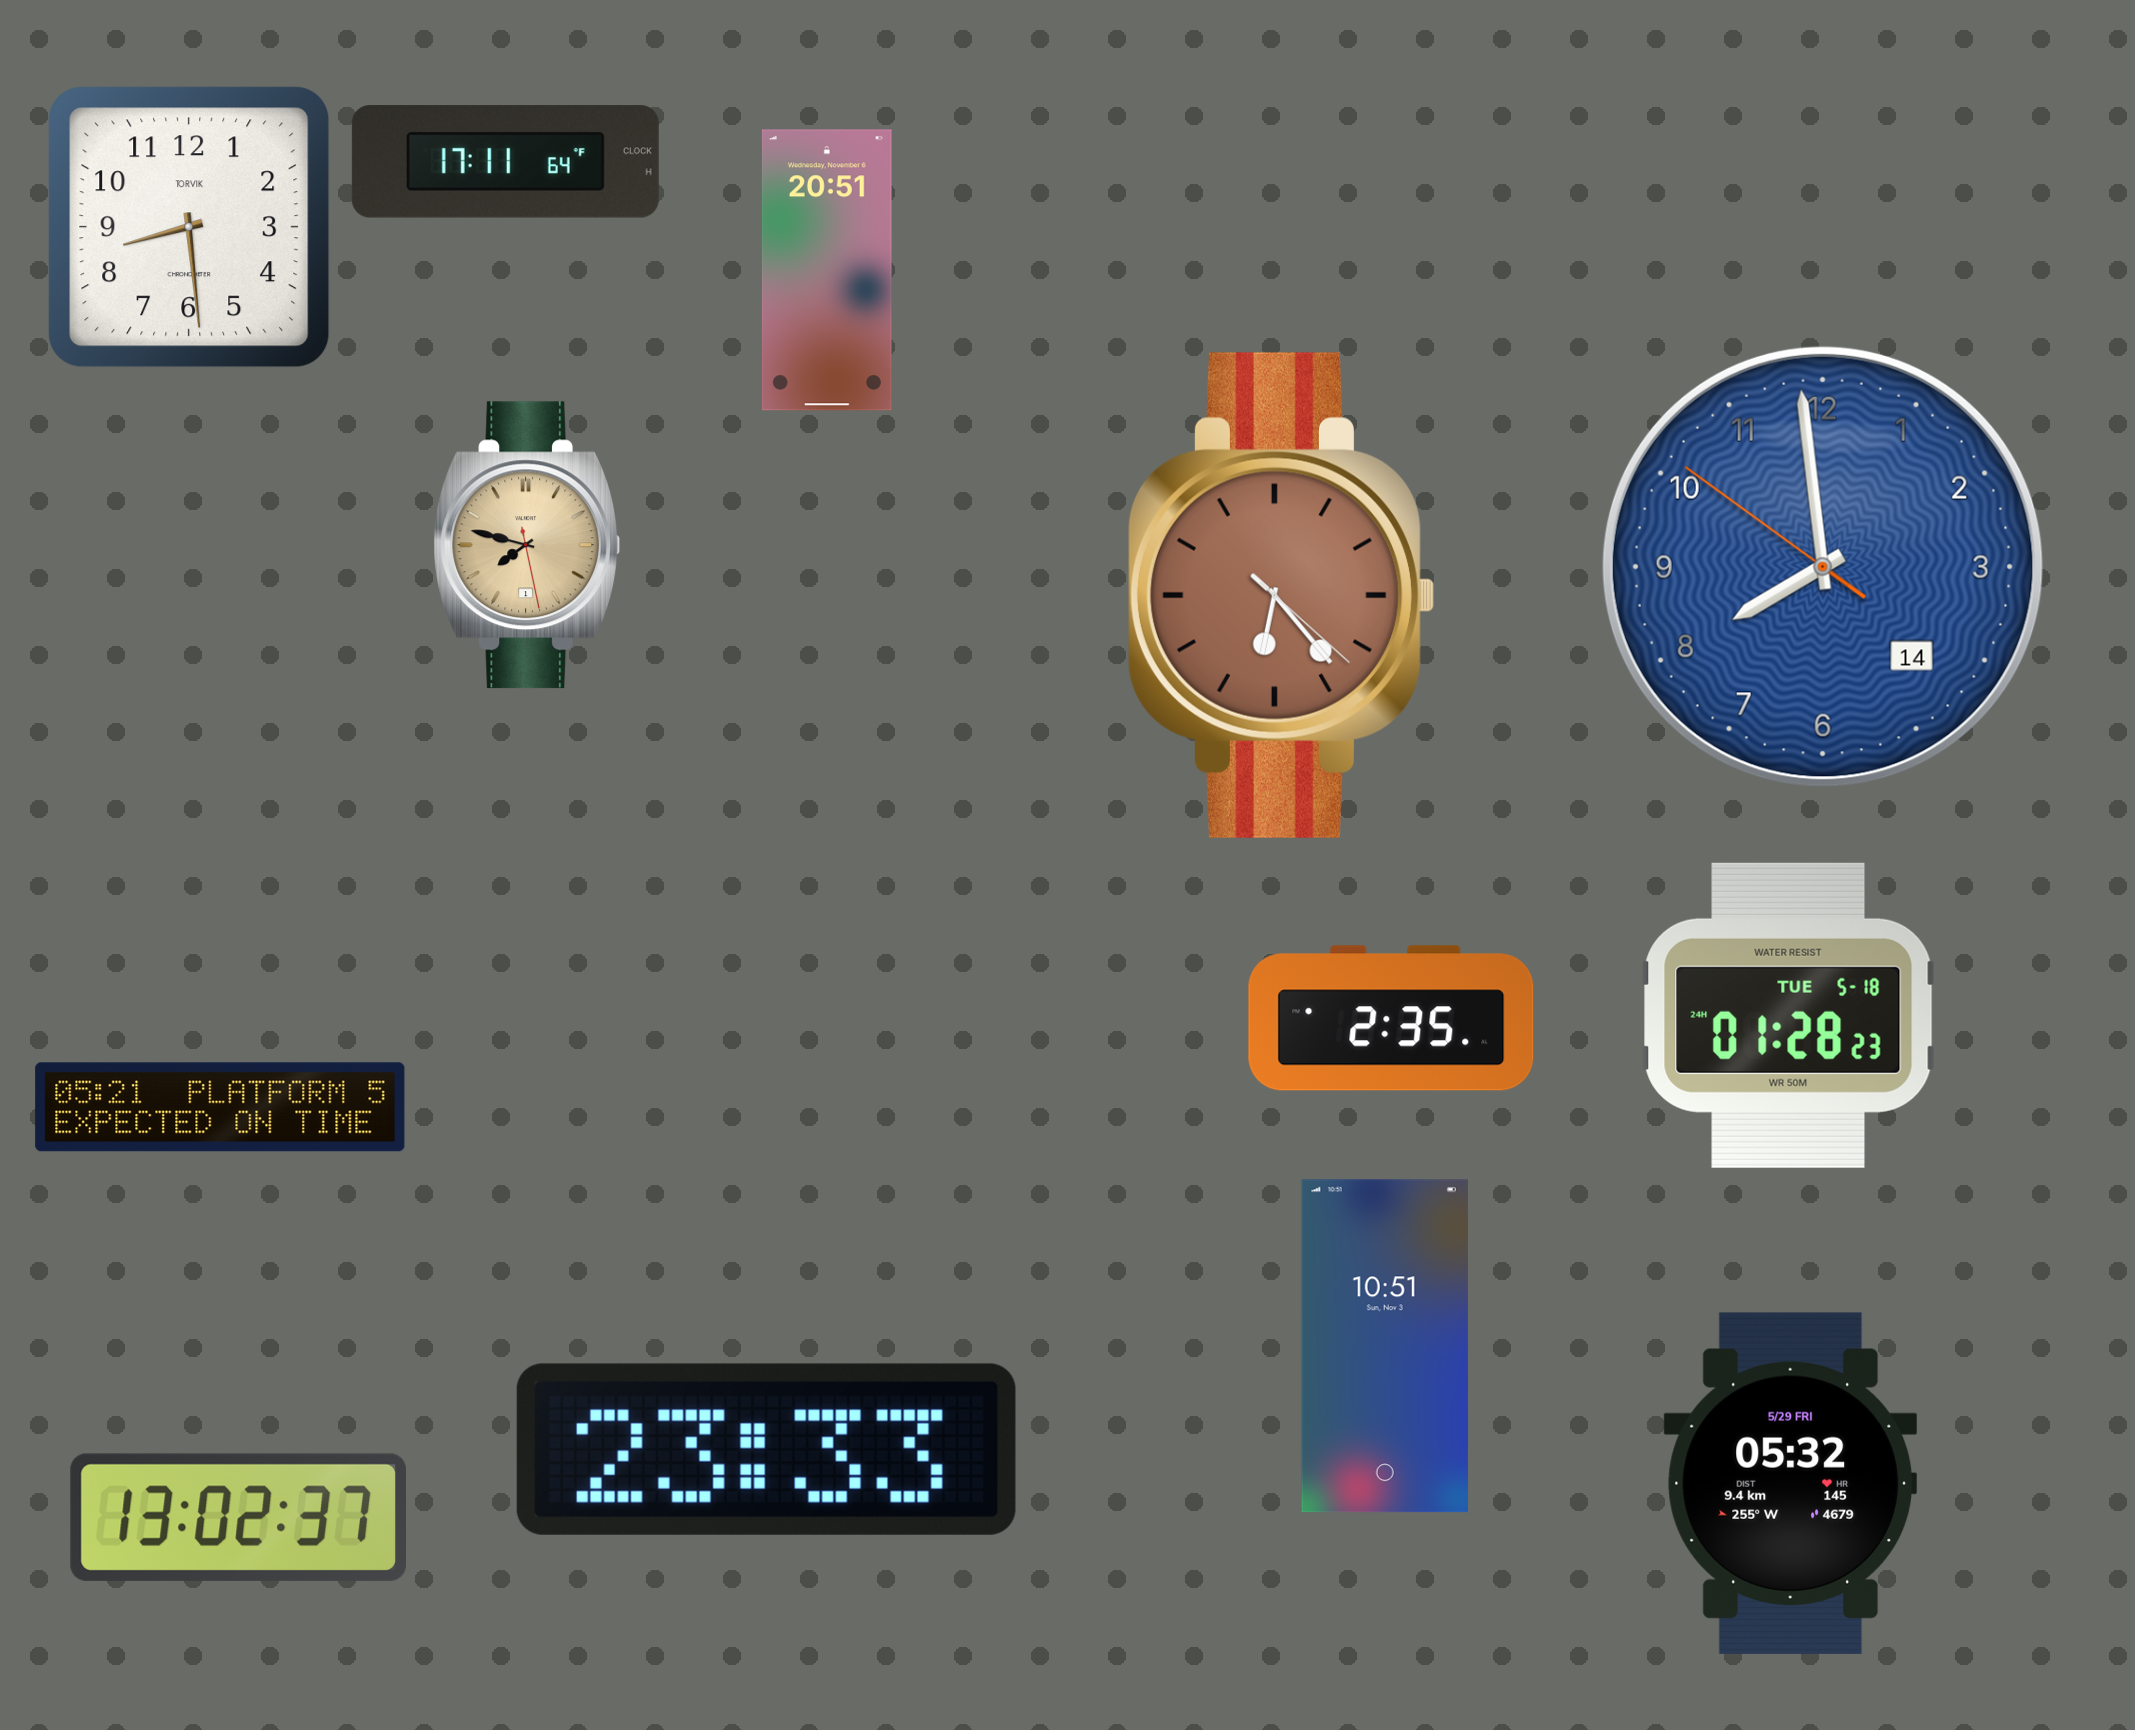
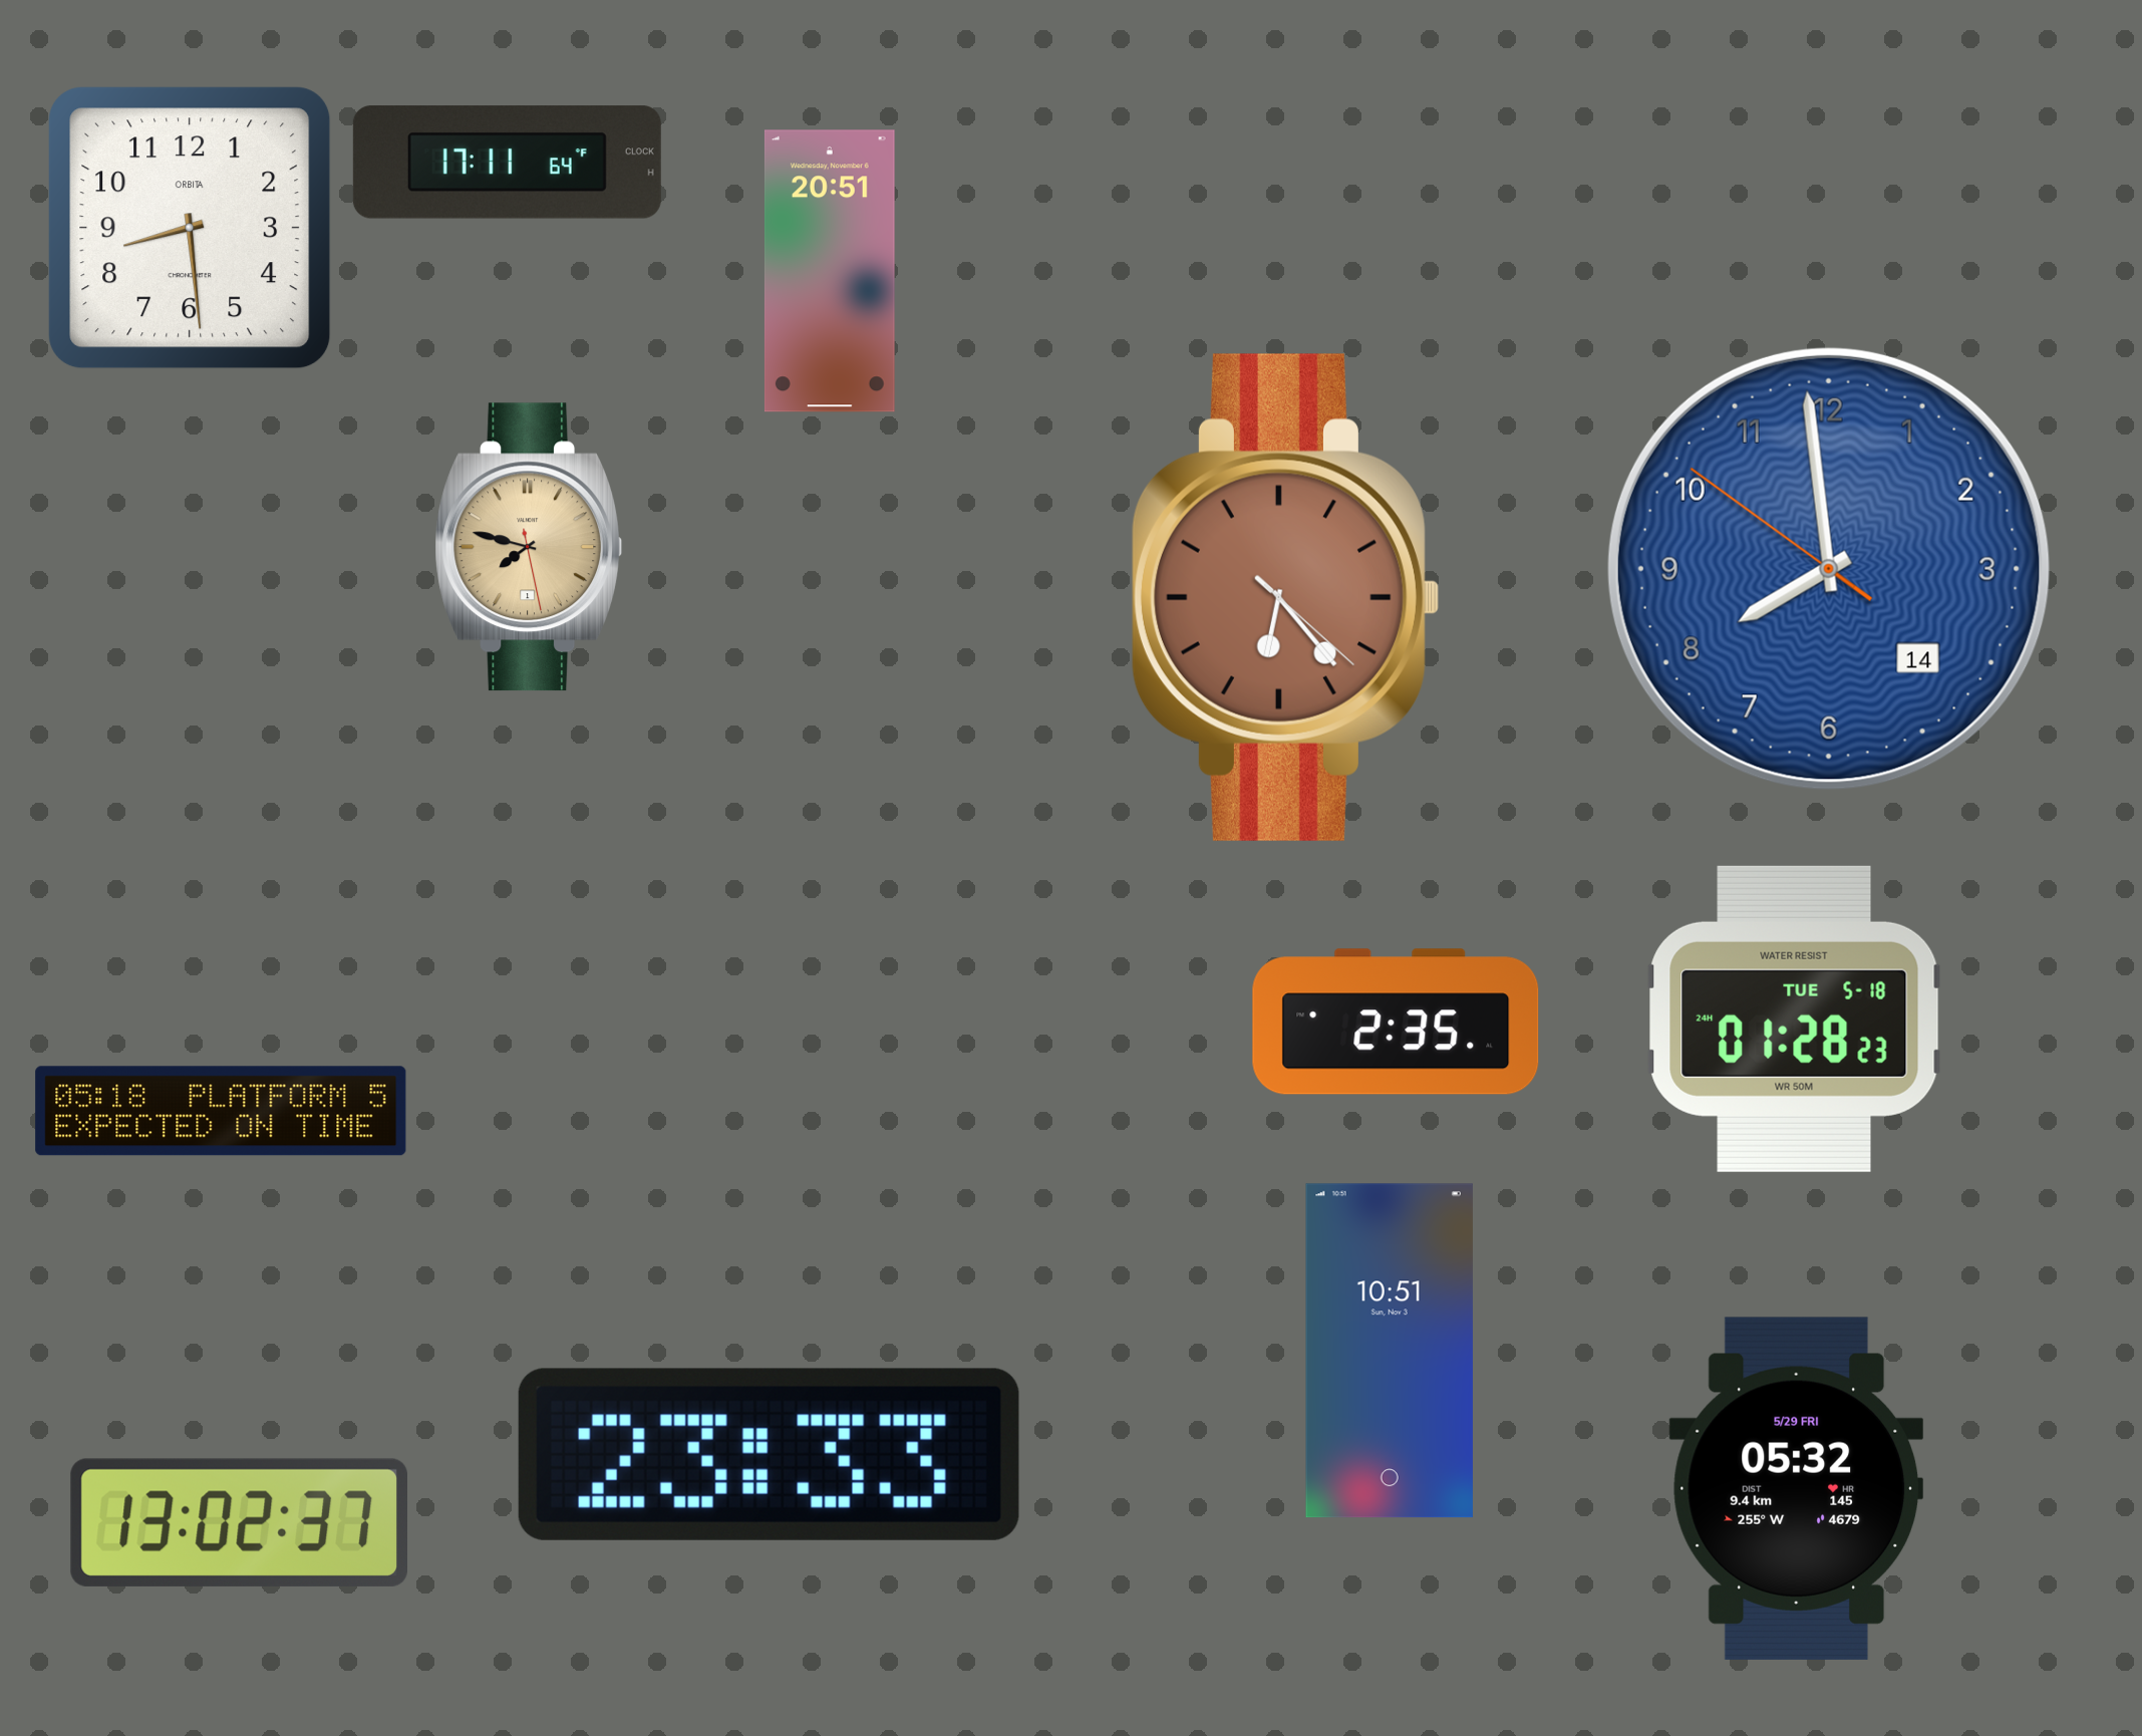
clock at (189, 227) brand: TORVIK -> ORBITA
clock at (220, 1107): 05:21 -> 05:18
